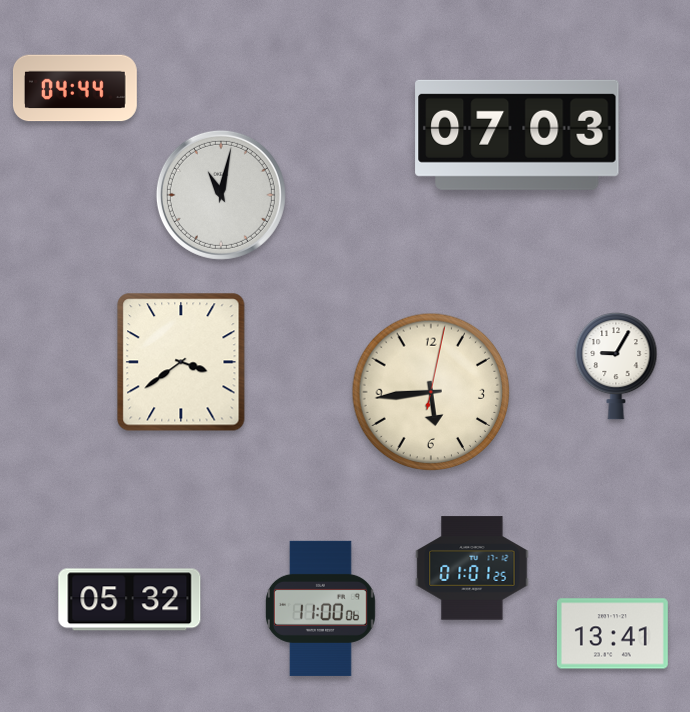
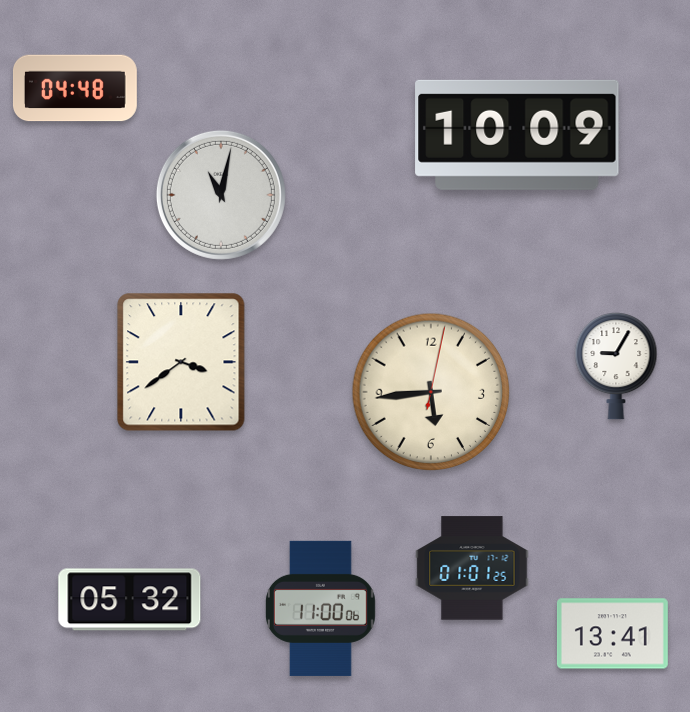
clock at (75, 88): 04:44 -> 04:48
clock at (517, 135): 07:03 -> 10:09
